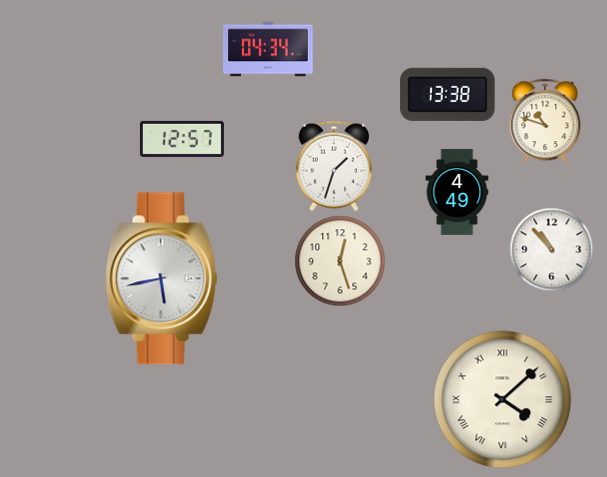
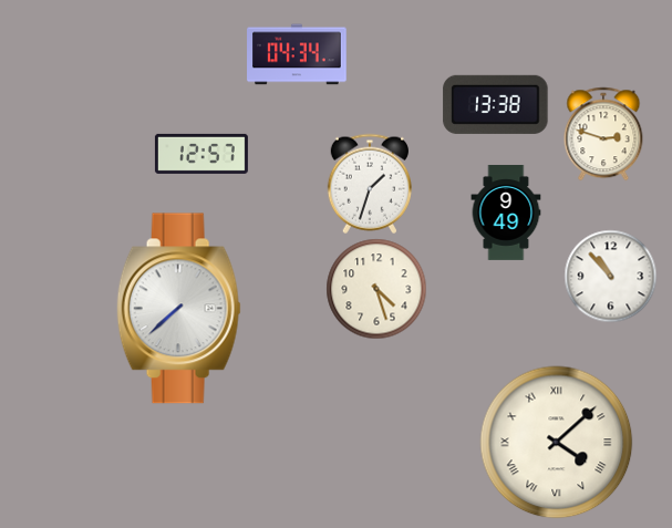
clock at (545, 121): 10:48 -> 2:48
clock at (457, 192): 4:49 -> 9:49
clock at (340, 261): 12:27 -> 4:27
clock at (161, 279): 5:43 -> 7:38
